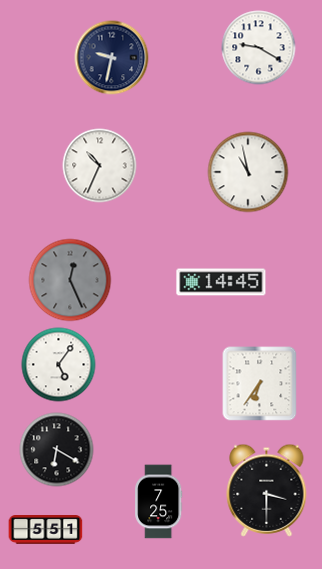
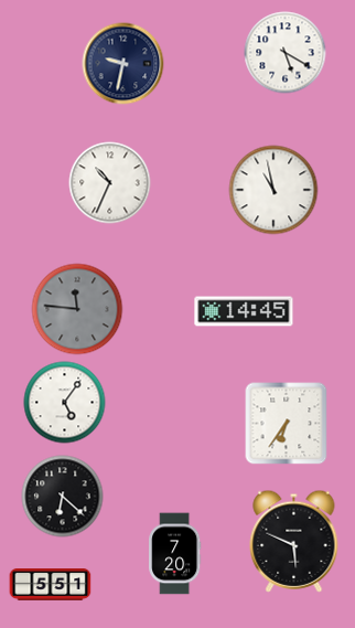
clock at (259, 48): 9:20 -> 5:20
clock at (70, 280): 12:26 -> 11:46
clock at (57, 450): 6:20 -> 6:22
clock at (267, 490): 3:30 -> 5:49
clock at (159, 502): 7:25 -> 7:20
